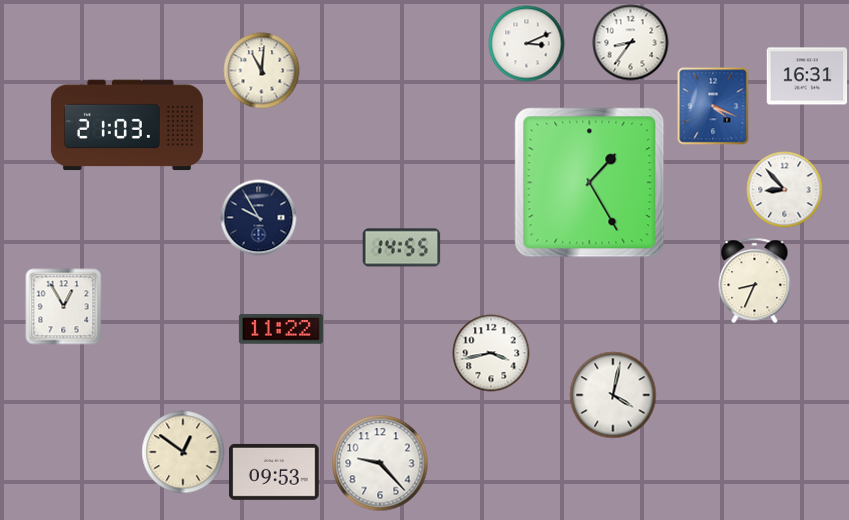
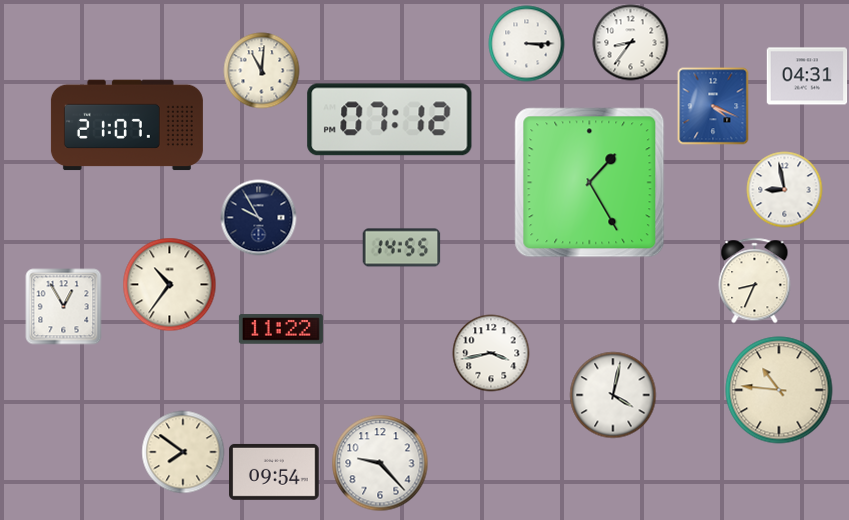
clock at (527, 44): 3:11 -> 3:15
clock at (807, 76): 16:31 -> 04:31
clock at (390, 120): none -> 07:12
clock at (127, 125): 21:03 -> 21:07
clock at (785, 190): 8:53 -> 8:58
clock at (170, 285): none -> 10:36
clock at (779, 390): none -> 10:46
clock at (183, 452): 12:51 -> 7:51
clock at (274, 472): 09:53 -> 09:54
